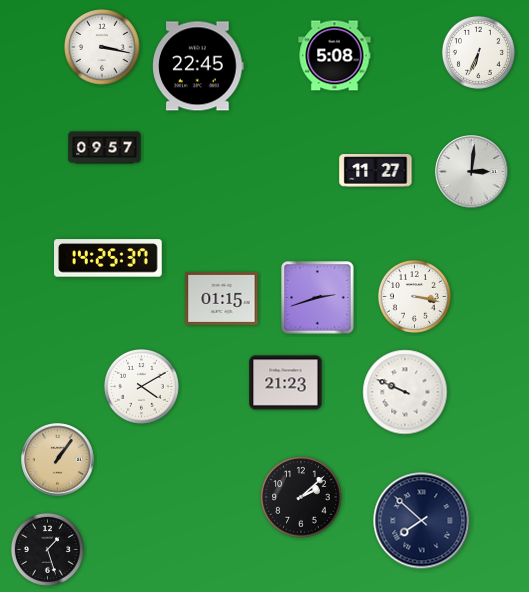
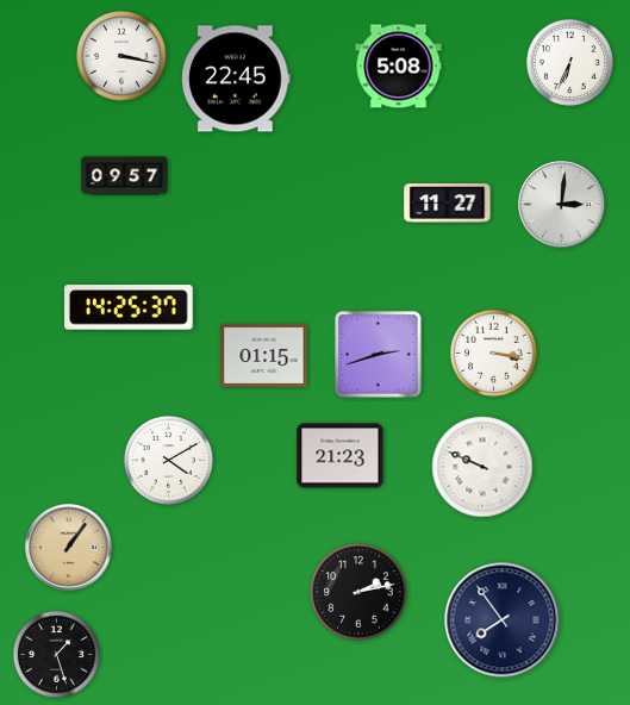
clock at (301, 497): 2:08 -> 2:13
clock at (422, 521): 7:52 -> 7:54
